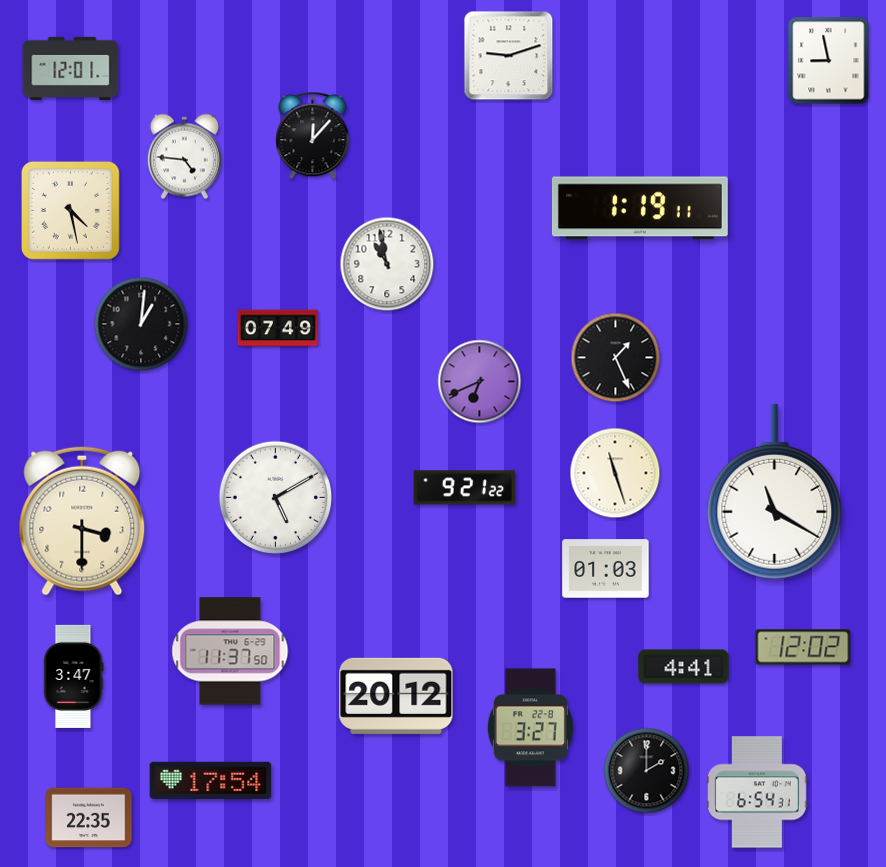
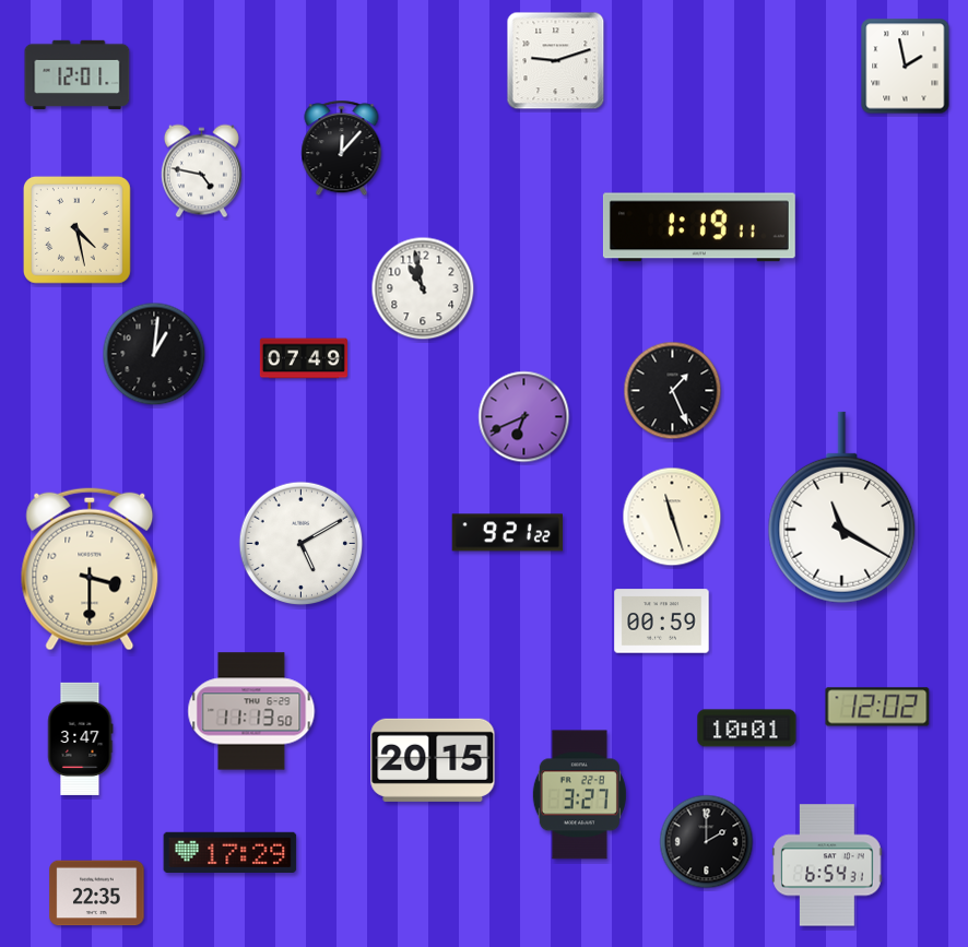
clock at (829, 61): 8:58 -> 1:58
clock at (184, 157): 4:46 -> 4:47
clock at (775, 492) position: (775, 492) -> (842, 508)
clock at (606, 569): 01:03 -> 00:59
clock at (230, 651): 11:37 -> 11:13
clock at (684, 667): 4:41 -> 10:01
clock at (396, 696): 20:12 -> 20:15
clock at (211, 780): 17:54 -> 17:29
